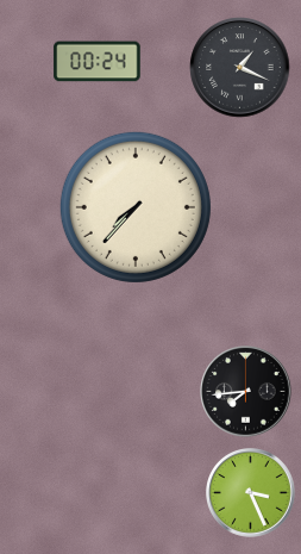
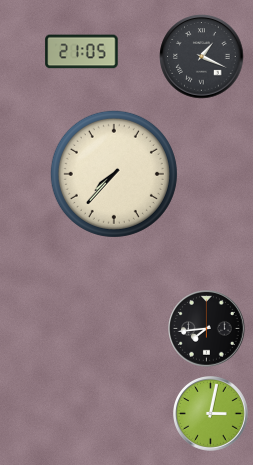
clock at (98, 62): 00:24 -> 21:05
clock at (251, 493): 3:26 -> 3:02
